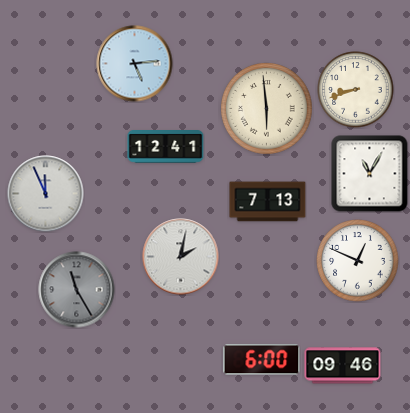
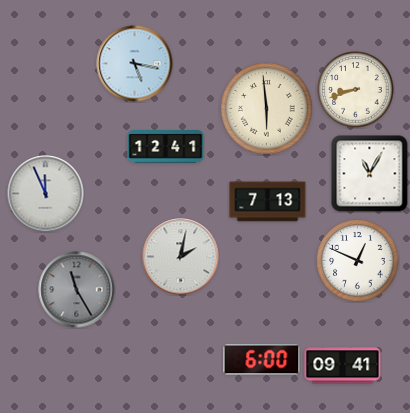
clock at (135, 64): 5:14 -> 5:17
clock at (343, 366): 09:46 -> 09:41
